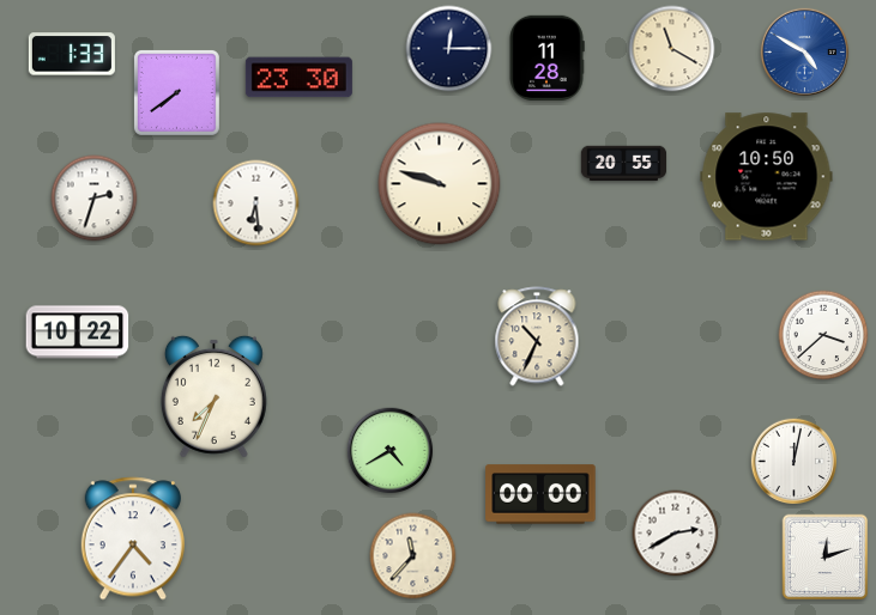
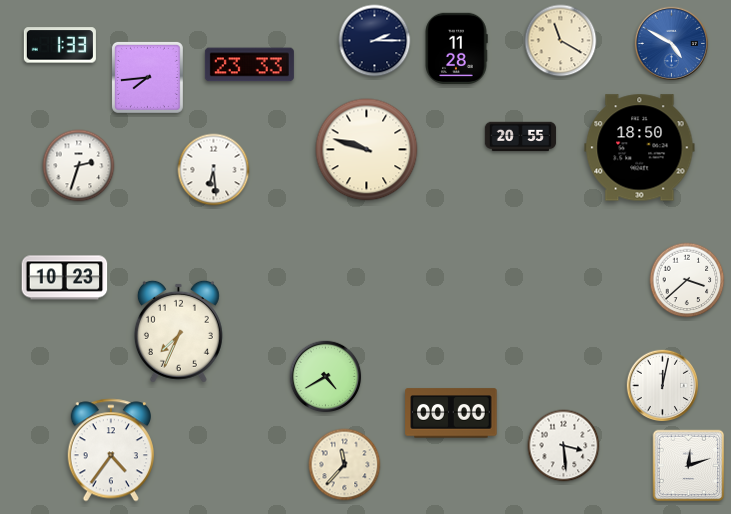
clock at (449, 49): 12:15 -> 2:15
clock at (298, 78): 23:30 -> 23:33
clock at (176, 92): 7:39 -> 7:44
clock at (767, 177): 10:50 -> 18:50
clock at (440, 184) position: (440, 184) -> (367, 150)
clock at (78, 333): 10:22 -> 10:23
clock at (537, 336): 10:34 -> none
clock at (676, 534): 2:40 -> 3:29
